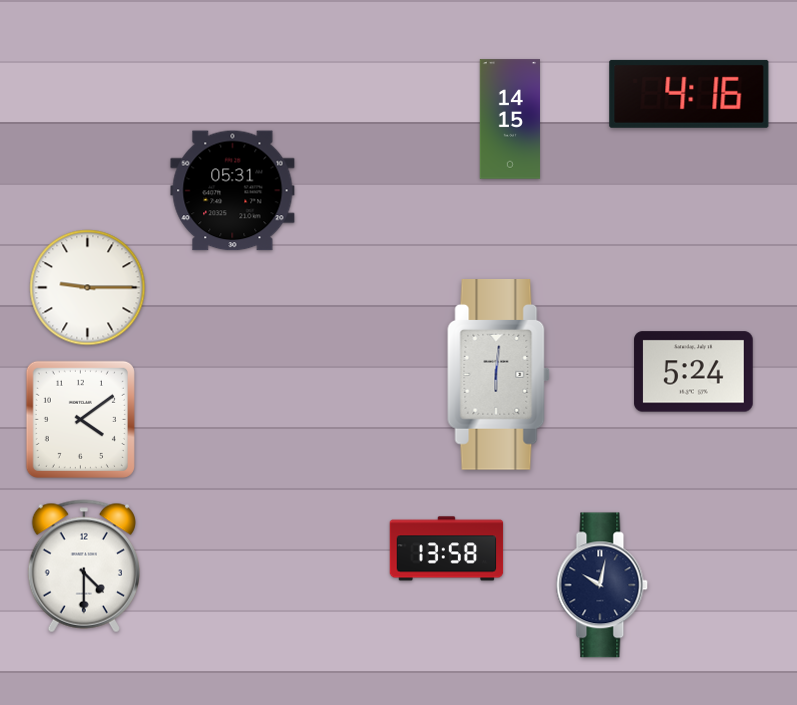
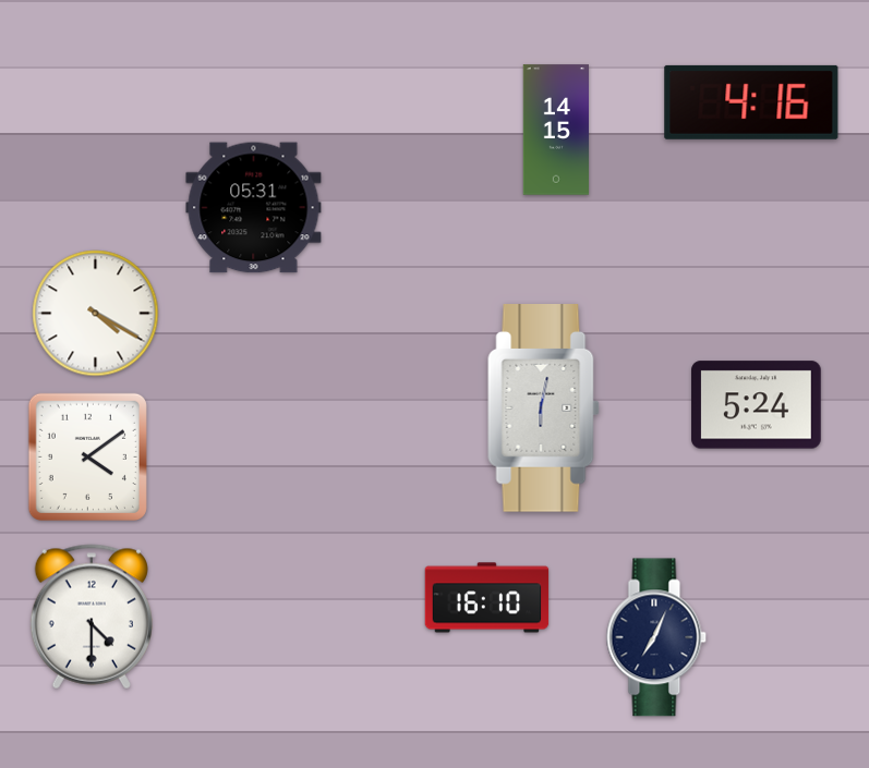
clock at (88, 288): 9:15 -> 4:20
clock at (499, 375): 6:01 -> 6:02
clock at (447, 549): 13:58 -> 16:10
clock at (602, 585): 10:02 -> 7:04
